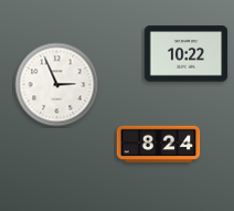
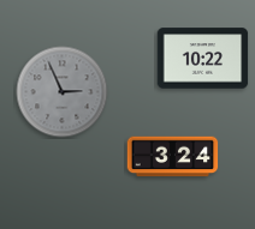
clock at (57, 85) dial: white -> grey
clock at (159, 145): 8:24 -> 3:24
